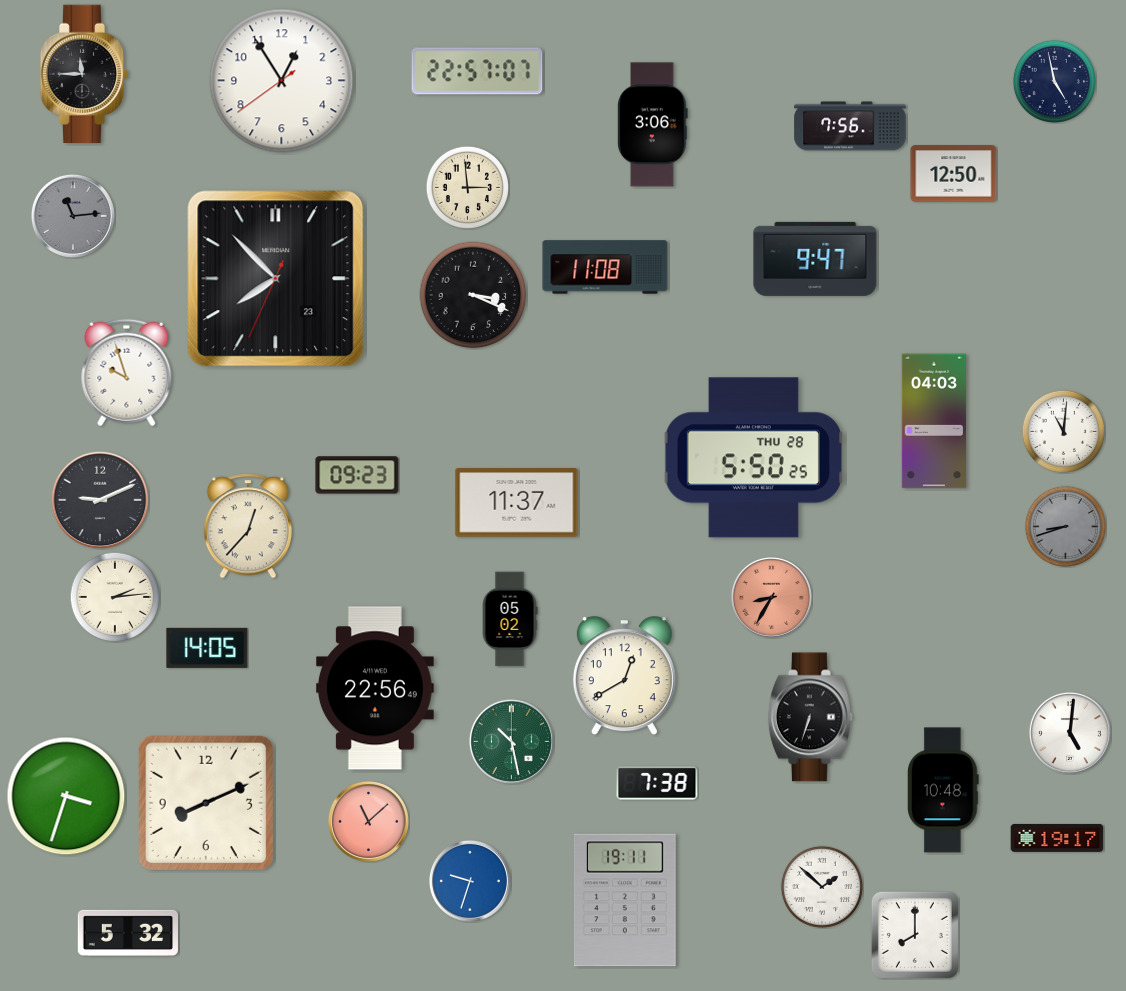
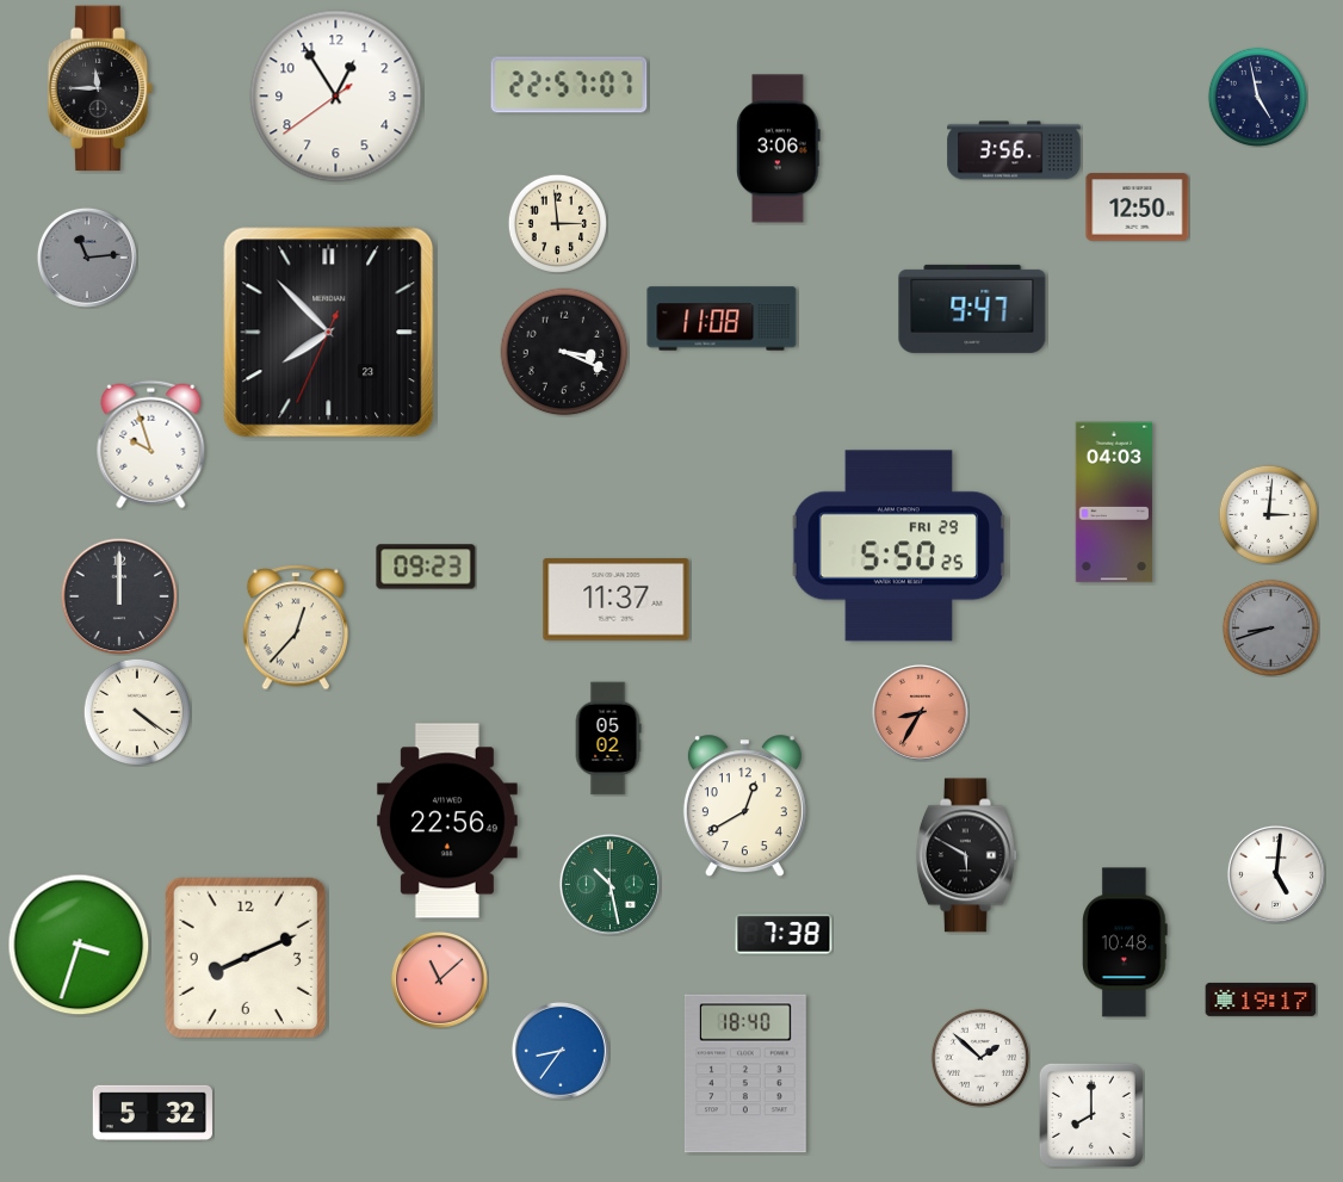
clock at (850, 126): 7:56 -> 3:56
clock at (1063, 431): 11:01 -> 3:01
clock at (753, 458) date: THU 28 -> FRI 29
clock at (100, 500): 9:11 -> 12:00
clock at (115, 597): 2:14 -> 4:21
clock at (207, 648): 14:05 -> none
clock at (810, 717): 6:33 -> 5:50
clock at (66, 796) position: (66, 796) -> (79, 945)
clock at (470, 881): 9:33 -> 8:36
clock at (625, 900): 19:11 -> 18:40
